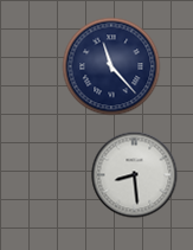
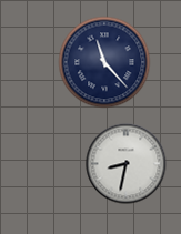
clock at (135, 175): 8:29 -> 8:32
